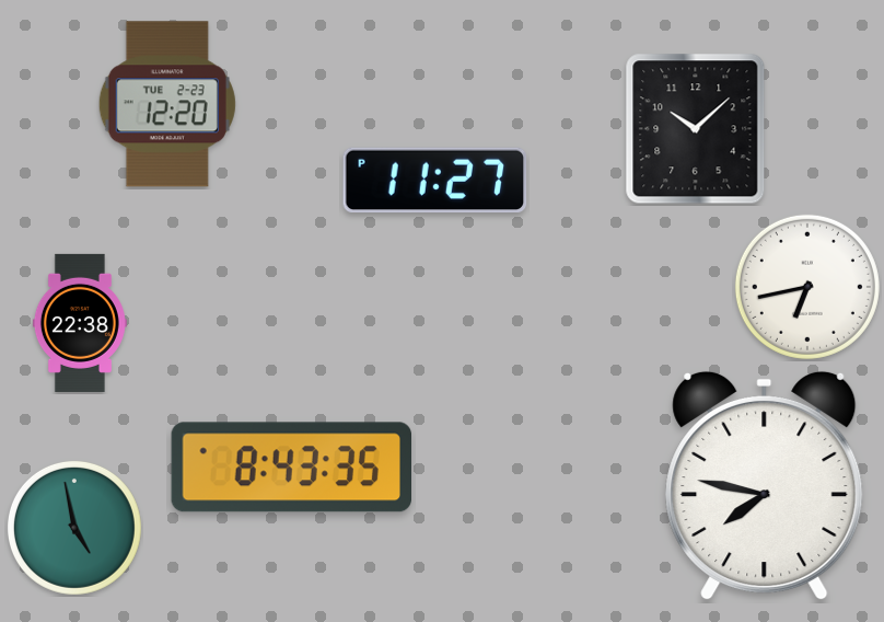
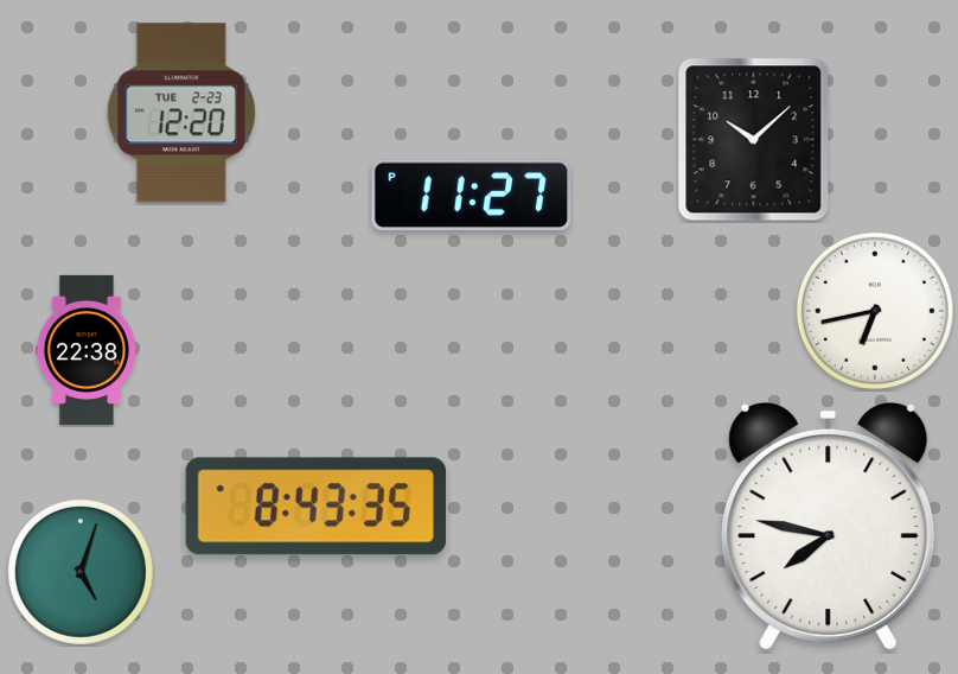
clock at (74, 528): 4:58 -> 5:03
